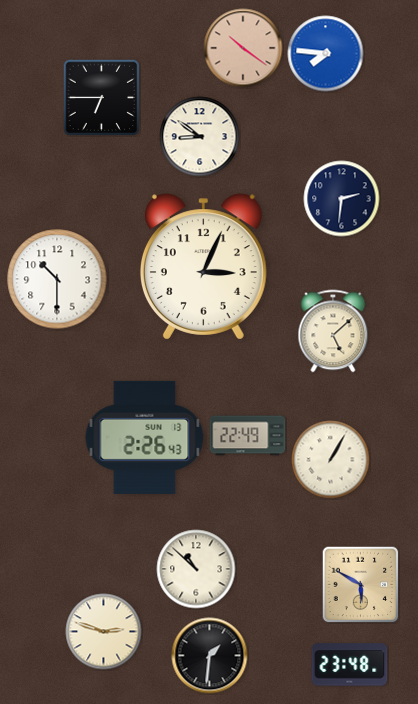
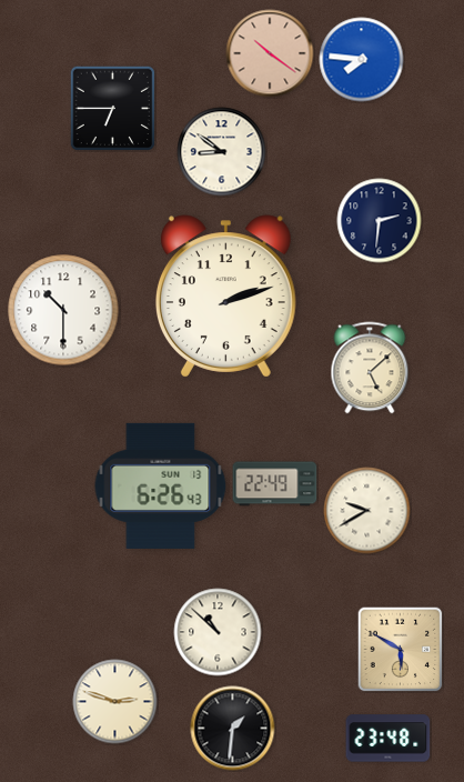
clock at (203, 267): 3:04 -> 2:12
clock at (145, 437): 2:26 -> 6:26
clock at (331, 460): 1:05 -> 9:40
